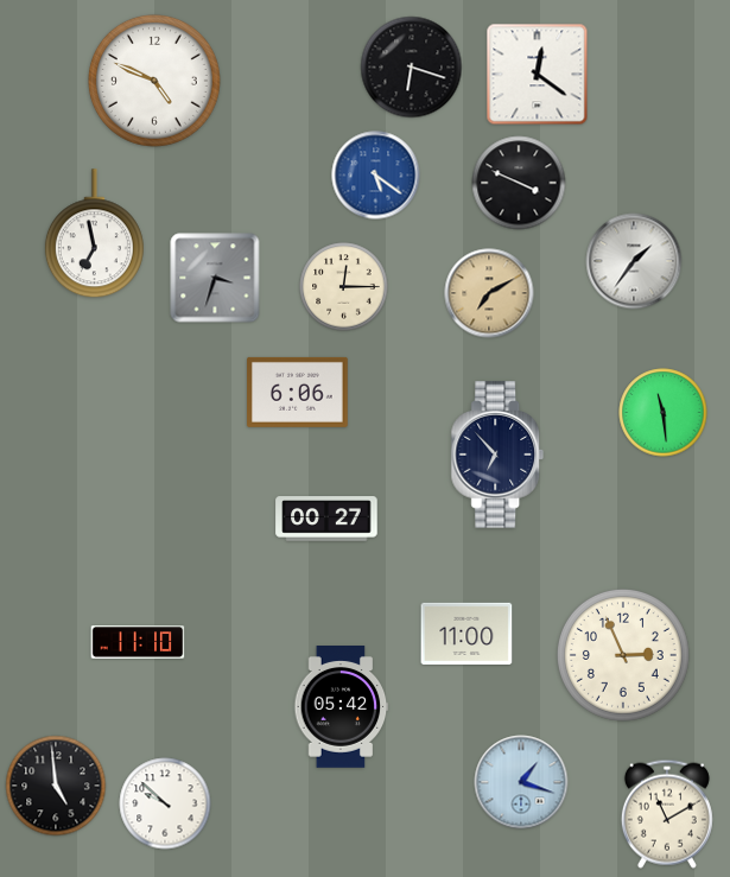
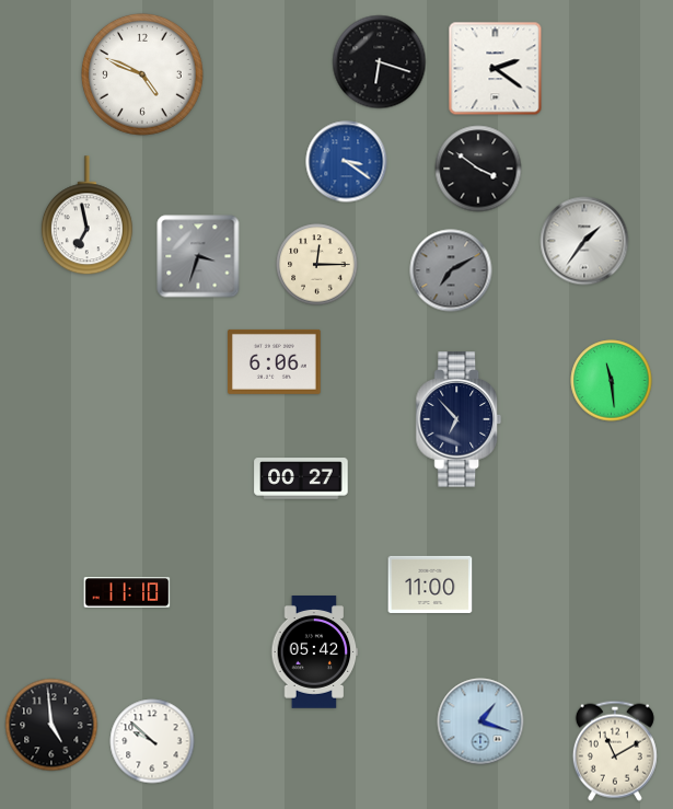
clock at (538, 75): 12:21 -> 2:21
clock at (376, 176): 5:21 -> 3:21
clock at (519, 183): 3:49 -> 3:51
clock at (489, 293) dial: champagne -> grey
clock at (623, 655): 2:56 -> none
